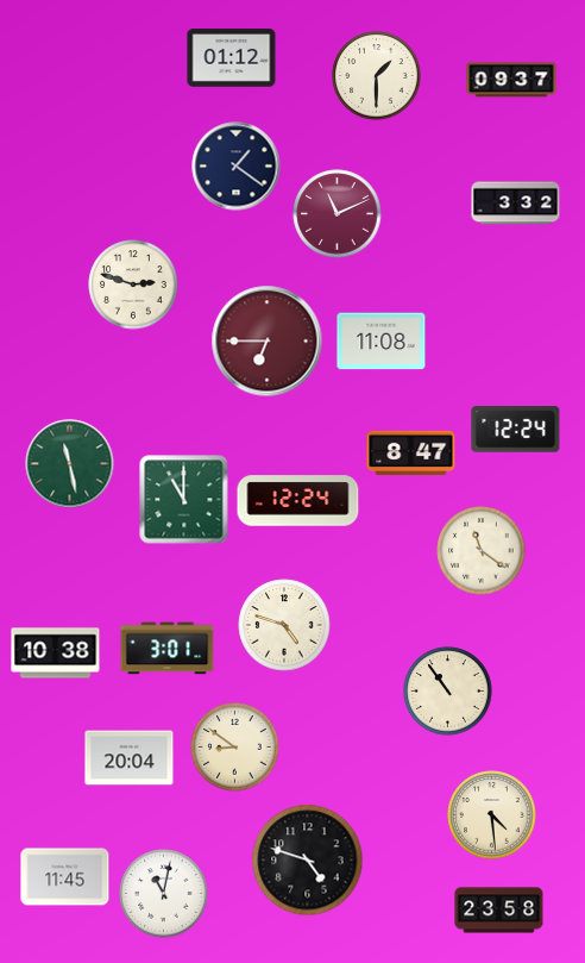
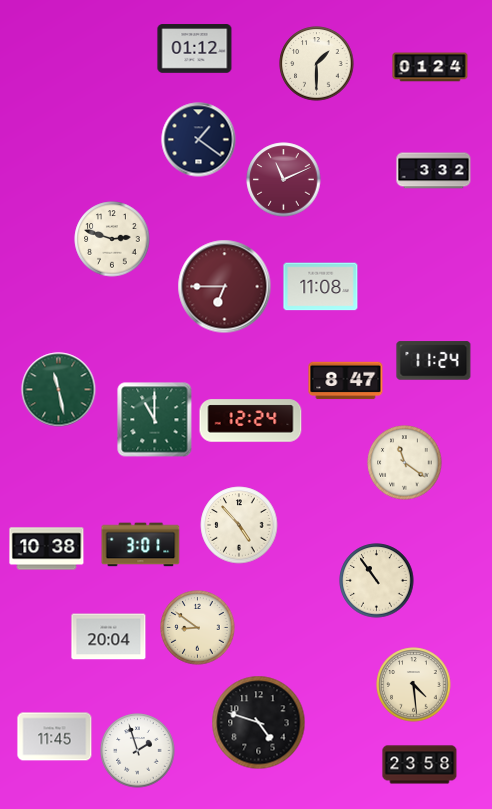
clock at (511, 80): 09:37 -> 01:24
clock at (516, 430): 12:24 -> 11:24
clock at (284, 625): 4:48 -> 4:53
clock at (164, 894): 11:02 -> 1:57
